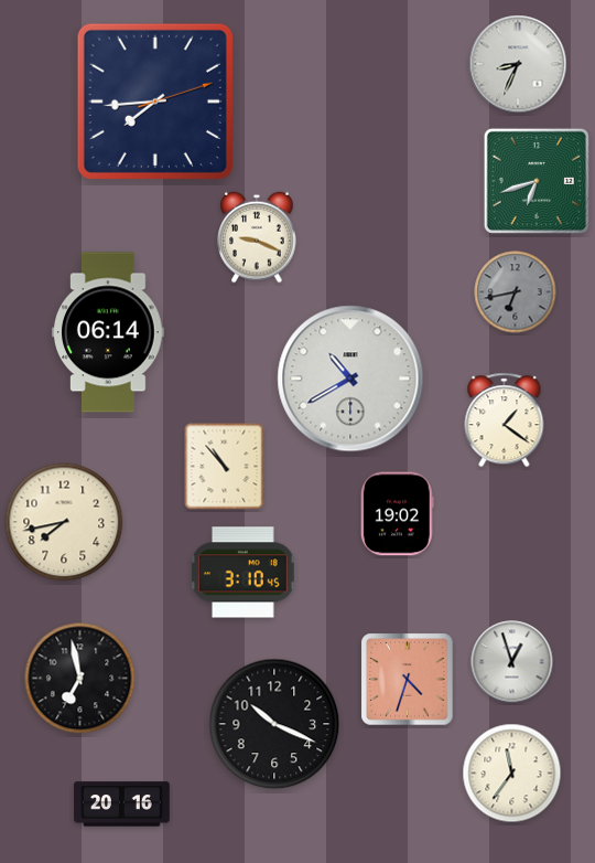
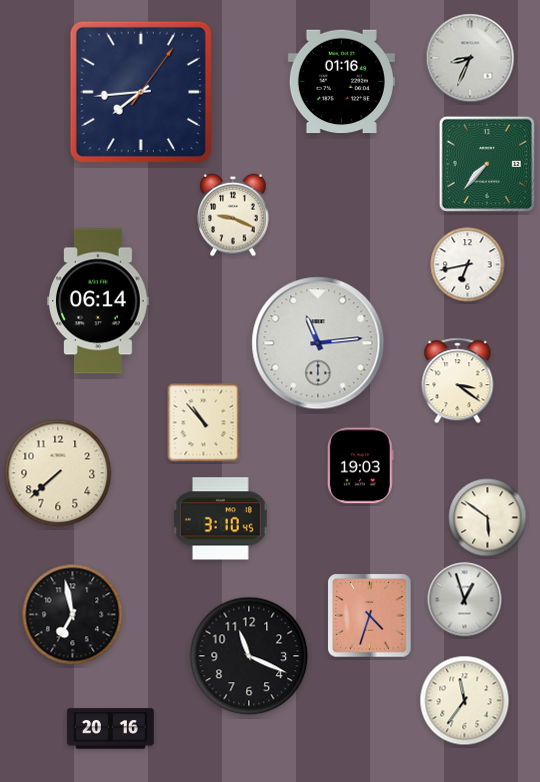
clock at (341, 82): none -> 01:16
clock at (155, 102): 7:44:12 -> 7:44:06
clock at (537, 181): 6:42 -> 7:37
clock at (516, 292) dial: grey -> white
clock at (350, 379): 10:40 -> 11:14
clock at (505, 420): 1:21 -> 3:21
clock at (397, 514): 19:02 -> 19:03
clock at (64, 522): 7:43 -> 7:38
clock at (488, 518): none -> 5:51
clock at (274, 724): 10:19 -> 11:19
